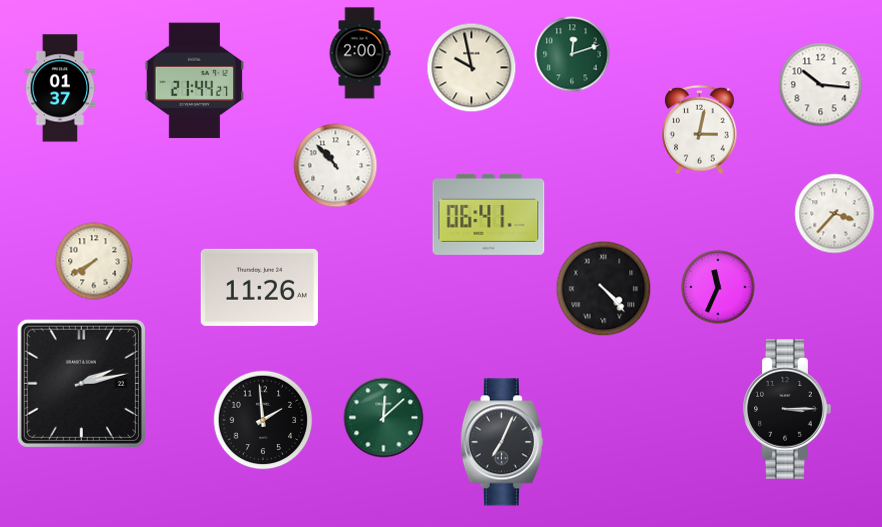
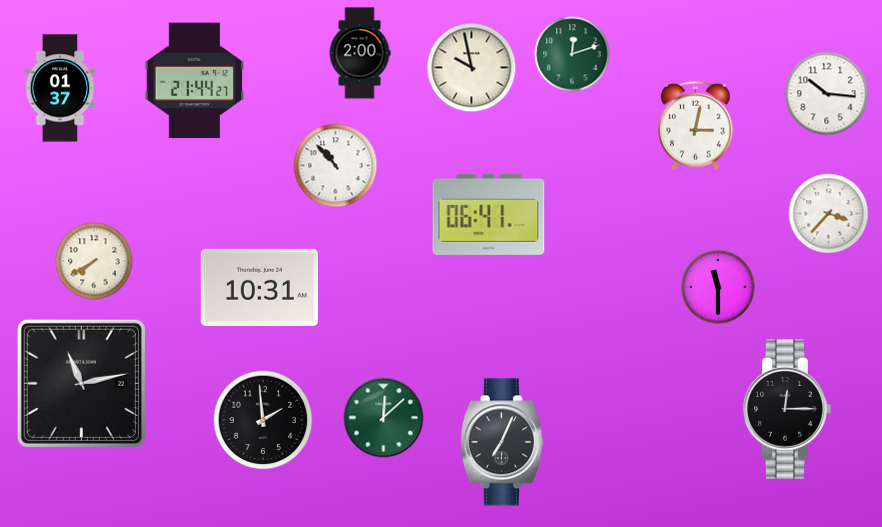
clock at (821, 85) position: (821, 85) -> (827, 94)
clock at (700, 130) position: (700, 130) -> (696, 126)
clock at (835, 214) position: (835, 214) -> (829, 214)
clock at (259, 287): 11:26 -> 10:31
clock at (718, 287): 11:34 -> 11:30
clock at (604, 289): 4:23 -> none
clock at (81, 383): 2:13 -> 11:13
clock at (787, 410): 3:15 -> 12:15
